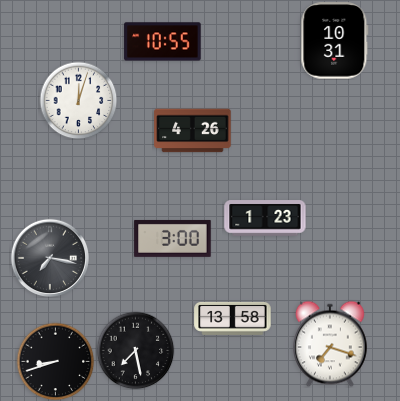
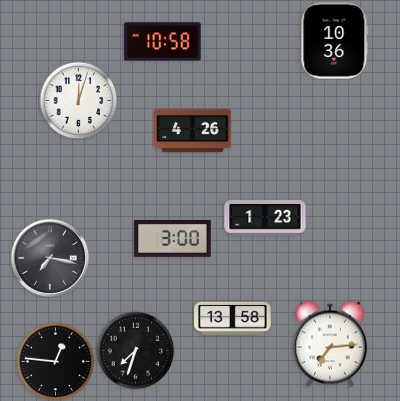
clock at (335, 41): 10:31 -> 10:36
clock at (163, 42): 10:55 -> 10:58
clock at (331, 344): 7:18 -> 7:14
clock at (135, 350): 7:28 -> 7:33
clock at (55, 361): 8:42 -> 12:46
